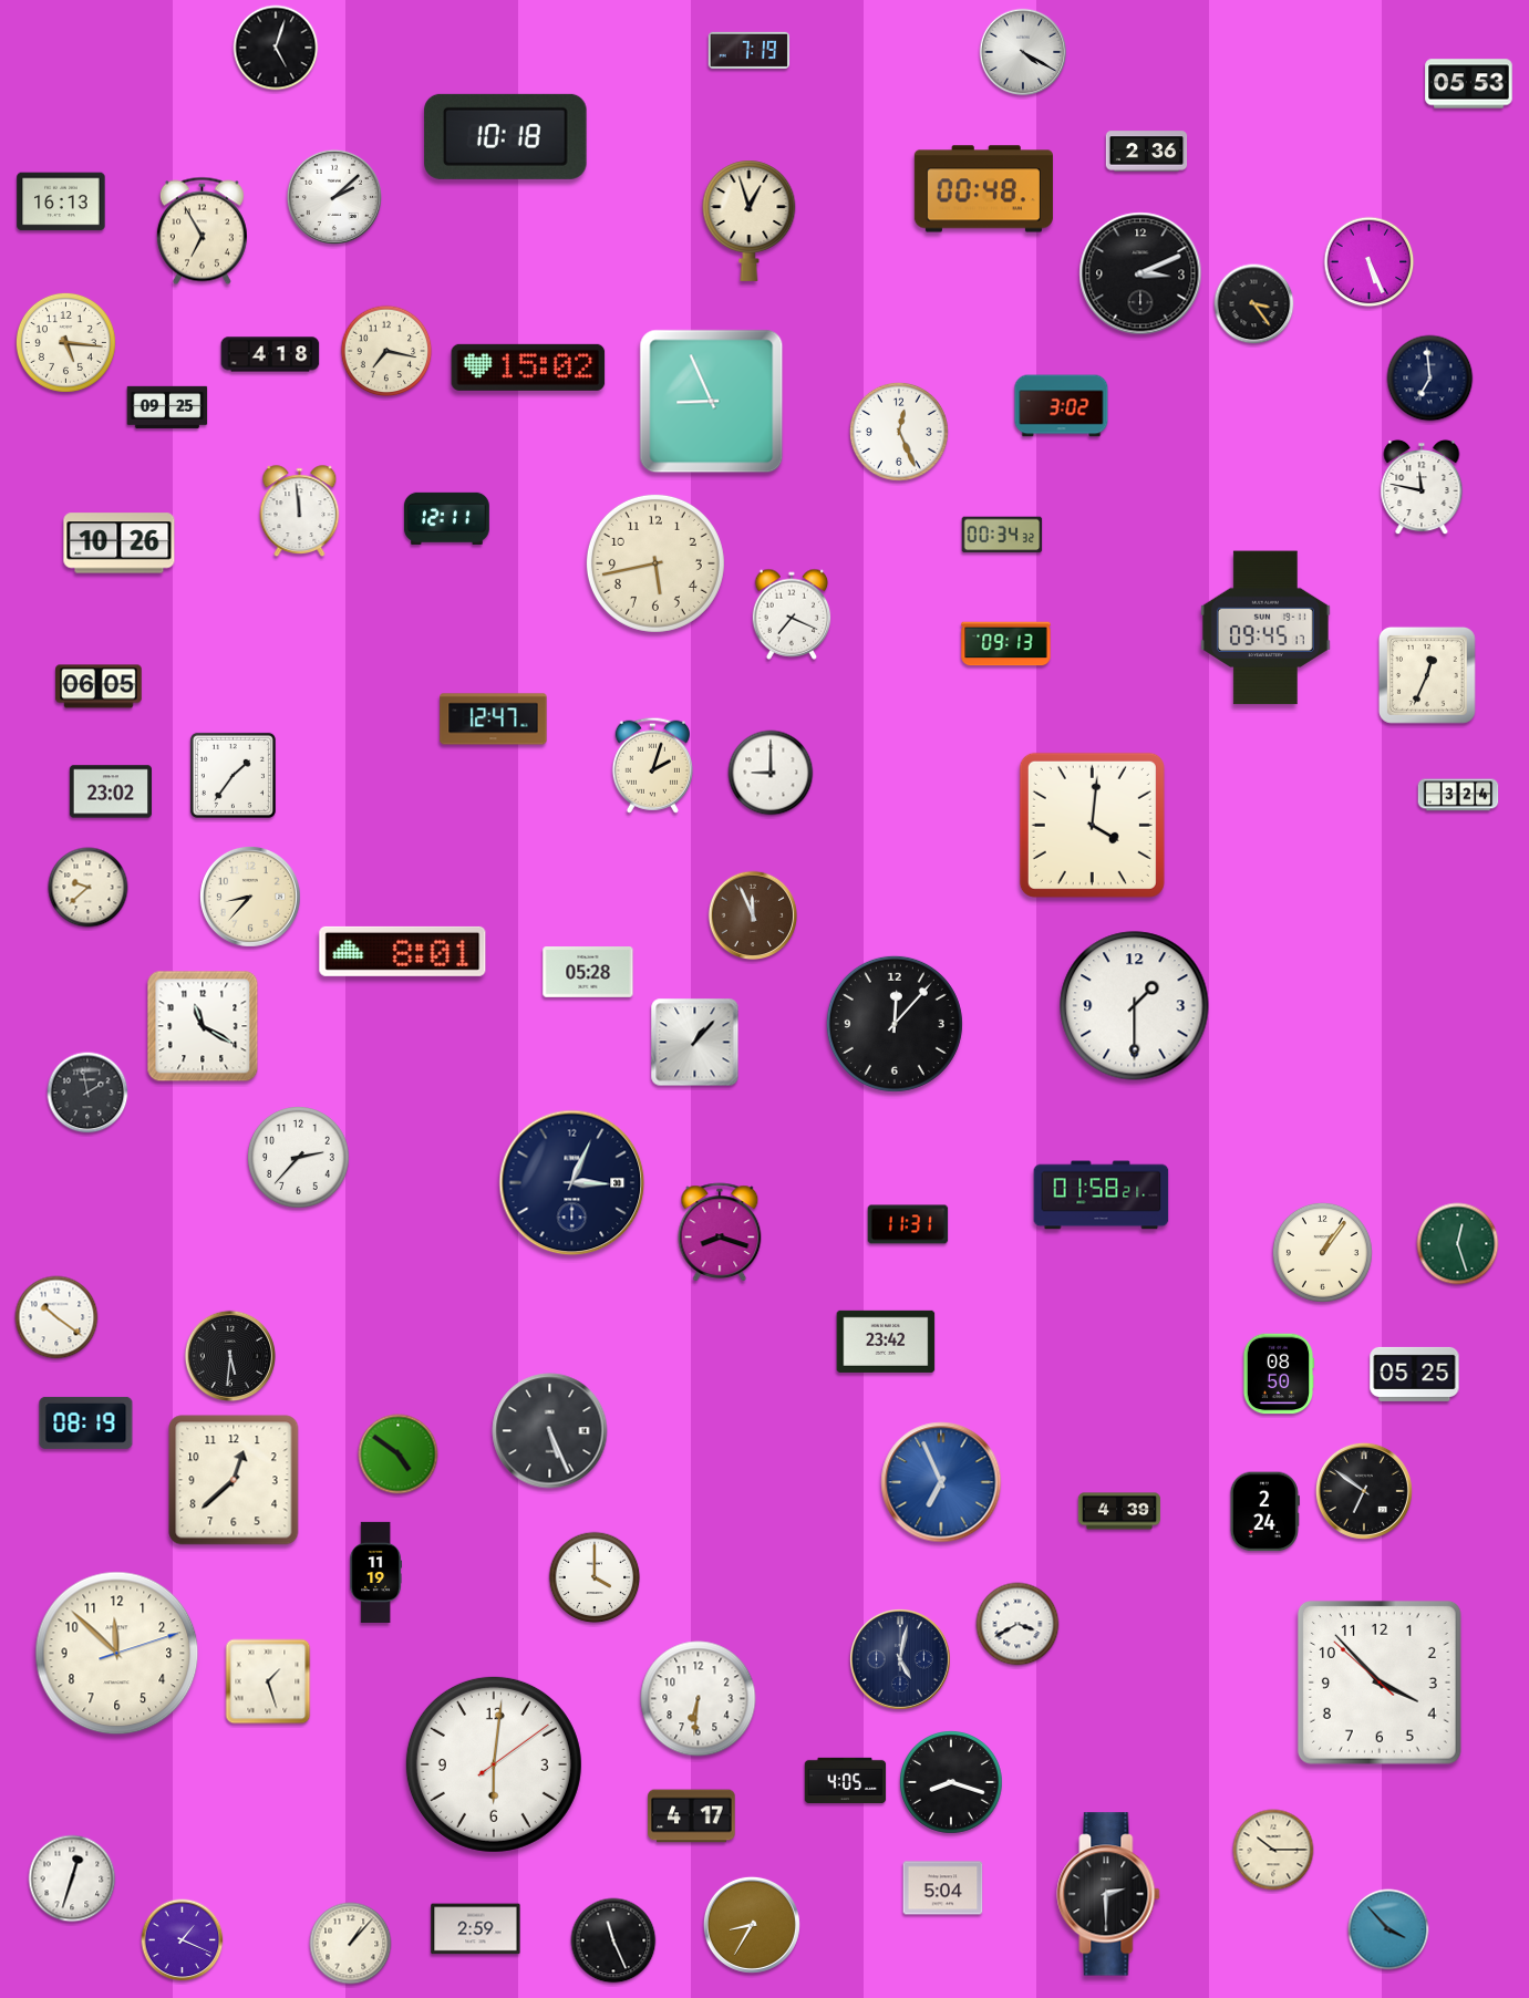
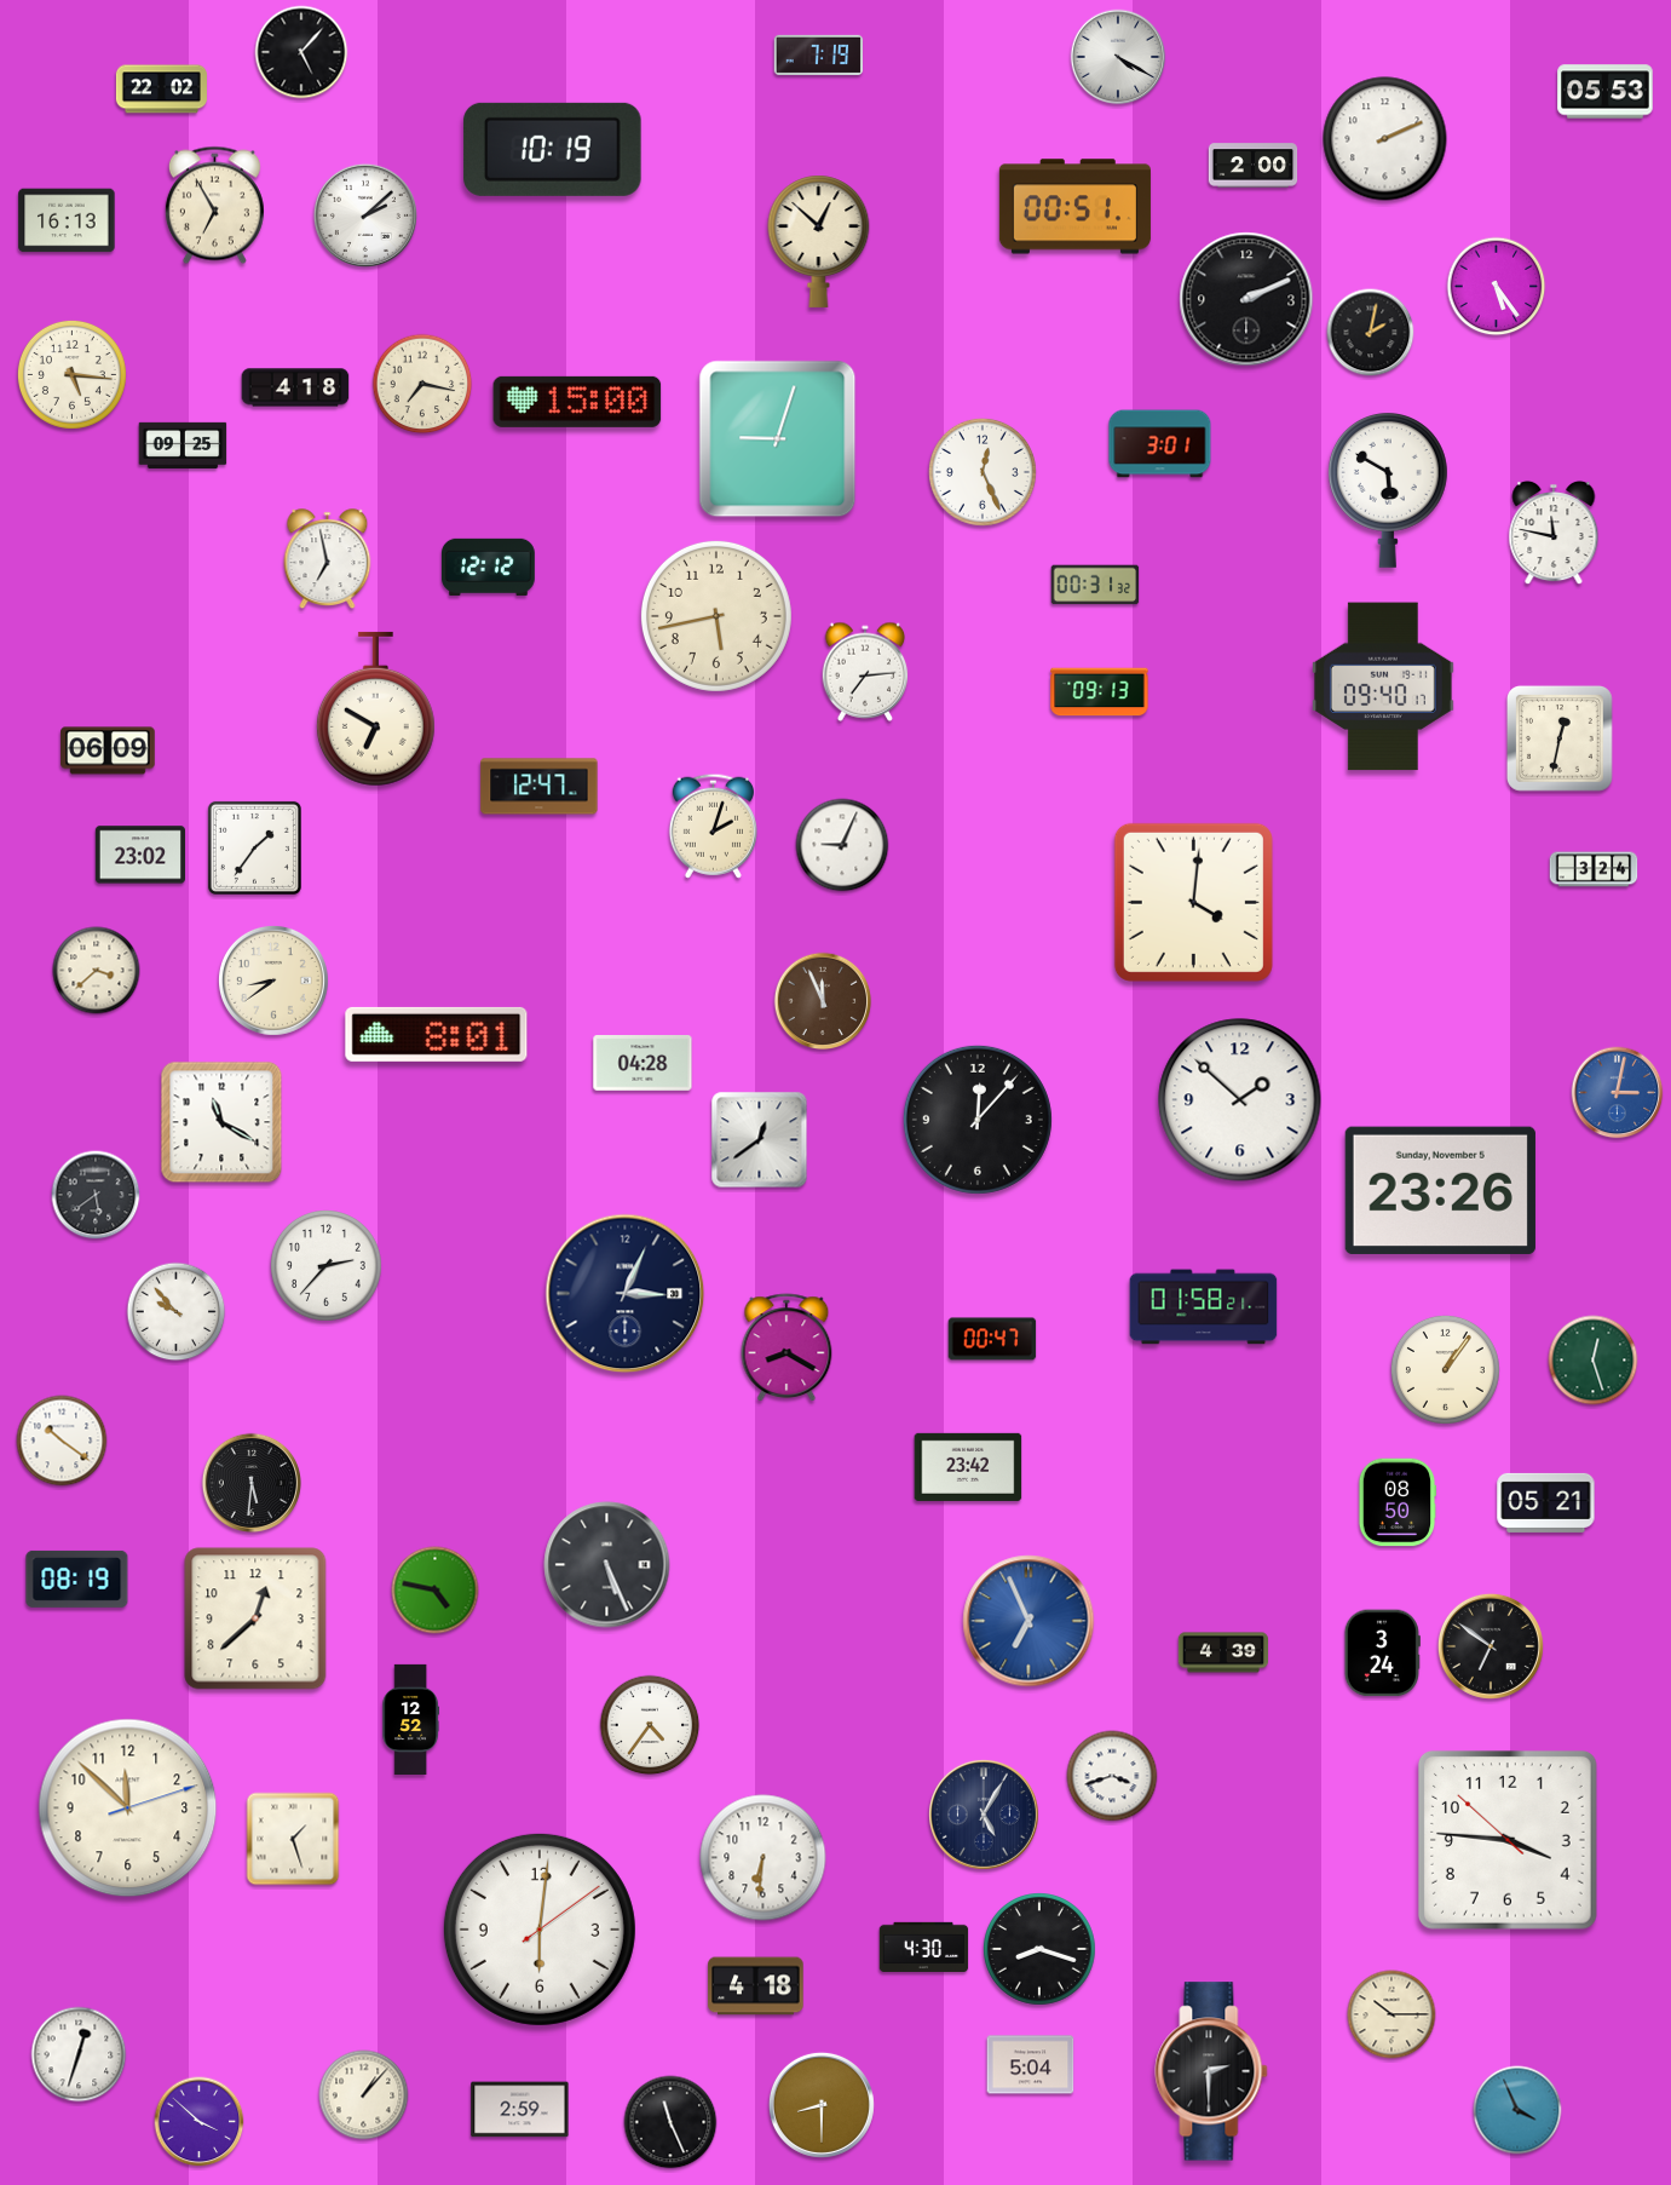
clock at (276, 48): 5:03 -> 5:07
clock at (161, 90): none -> 22:02
clock at (1385, 139): none -> 2:11
clock at (506, 136): 10:18 -> 10:19
clock at (1147, 152): 2:36 -> 2:00
clock at (983, 189): 00:48 -> 00:51
clock at (750, 220): 12:57 -> 12:52
clock at (202, 231) position: (202, 231) -> (214, 206)
clock at (1370, 262): 5:26 -> 5:24
clock at (1140, 273): 3:11 -> 2:11
clock at (1254, 304): 3:24 -> 2:02
clock at (528, 367): 15:02 -> 15:00
clock at (1430, 379): 6:59 -> none
clock at (712, 402): 8:56 -> 9:03
clock at (1062, 406): 3:02 -> 3:01
clock at (1388, 490): none -> 5:50
clock at (300, 511): 11:59 -> 6:58
clock at (446, 518): 12:11 -> 12:12
clock at (1002, 535): 00:34 -> 00:31
clock at (120, 544): 10:26 -> none
clock at (792, 614): 7:19 -> 7:14
clock at (1265, 628): 09:45 -> 09:40
clock at (1006, 644) position: (1006, 644) -> (1100, 692)
clock at (375, 709): none -> 6:50
clock at (1427, 675): 12:34 -> 12:32
clock at (99, 686): 06:05 -> 06:09
clock at (652, 765) position: (652, 765) -> (713, 826)
clock at (771, 773): 9:00 -> 9:04
clock at (110, 791) position: (110, 791) -> (139, 855)
clock at (89, 888): 9:38 -> 3:38
clock at (250, 897): 8:37 -> 8:39
clock at (403, 951) position: (403, 951) -> (437, 1034)
clock at (588, 973): 05:28 -> 04:28
clock at (1618, 1093): none -> 3:02
clock at (1135, 1006): 1:30 -> 1:52
clock at (695, 1043): 1:07 -> 12:39
clock at (1440, 1190): none -> 23:26
clock at (87, 1093): 1:58 -> 5:39
clock at (177, 1312): none -> 9:53
clock at (908, 1224): 11:31 -> 00:47
clock at (720, 1233): 8:18 -> 8:20
clock at (1415, 1374): 05:25 -> 05:21
clock at (86, 1422) position: (86, 1422) -> (77, 1579)
clock at (550, 1431) position: (550, 1431) -> (607, 1565)
clock at (399, 1454): 4:51 -> 4:47
clock at (1364, 1491) position: (1364, 1491) -> (1491, 1646)
clock at (1264, 1512): 2:24 -> 3:24
clock at (375, 1572): 11:19 -> 12:52
clock at (595, 1577): 4:00 -> 4:36
clock at (1017, 1624): 3:40 -> 3:42
clock at (900, 1659): 5:02 -> 5:05
clock at (1380, 1683): 3:52 -> 3:45
clock at (846, 1780): 4:05 -> 4:30
clock at (692, 1816): 4:17 -> 4:18
clock at (1273, 1850) position: (1273, 1850) -> (1391, 2014)
clock at (752, 1925): 8:35 -> 8:30
clock at (1388, 1929): 3:53 -> 3:56
clock at (183, 1940): 1:19 -> 3:52
clock at (351, 1944) position: (351, 1944) -> (364, 2095)
